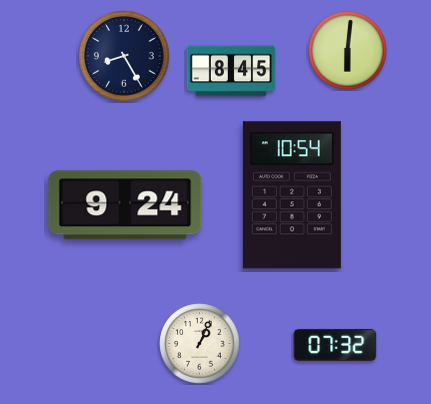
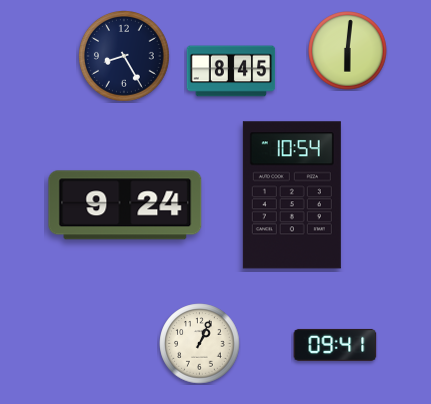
clock at (335, 345): 07:32 -> 09:41
